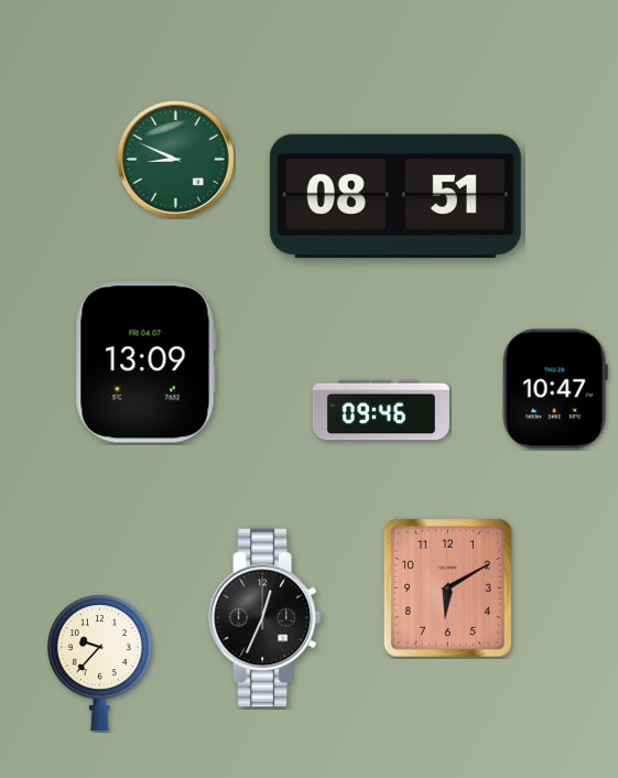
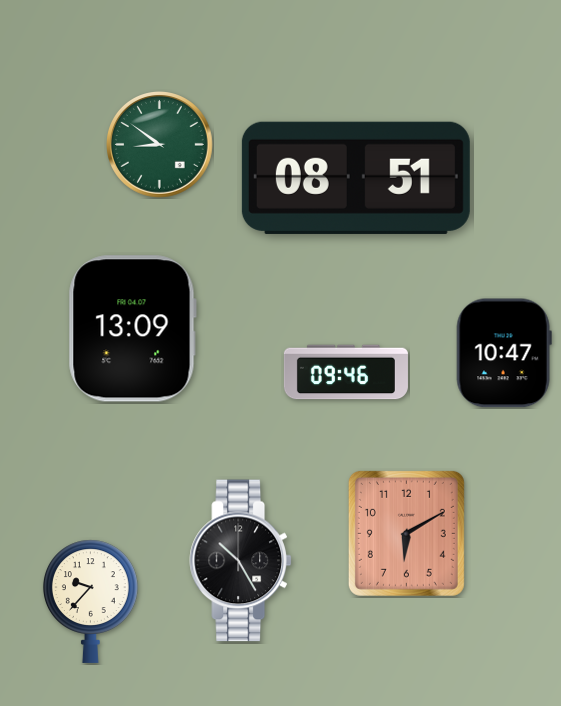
clock at (176, 160): 8:49 -> 8:51
clock at (395, 196) position: (395, 196) -> (356, 178)
clock at (265, 618): 12:34 -> 10:25
